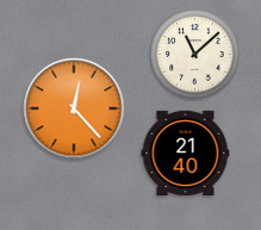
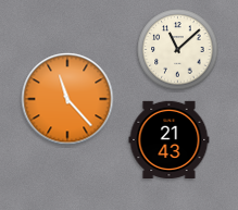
clock at (74, 108): 12:23 -> 11:23
clock at (186, 153): 21:40 -> 21:43
